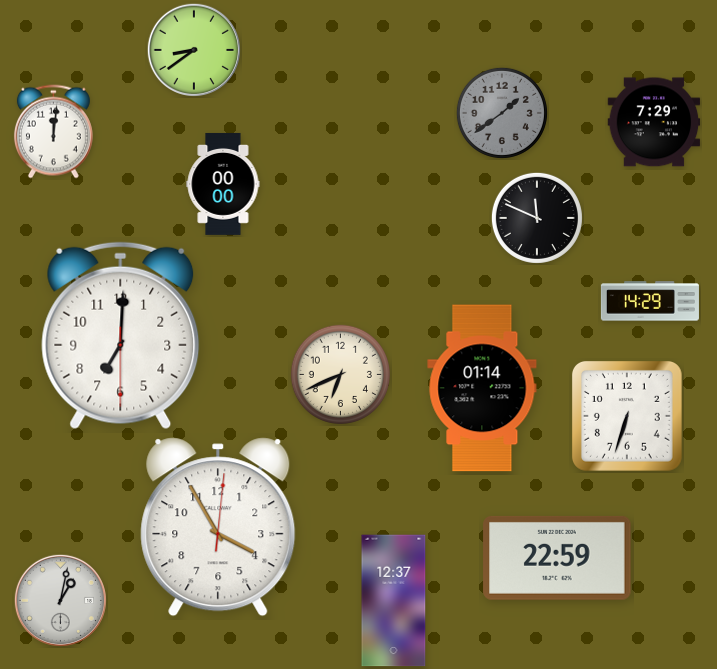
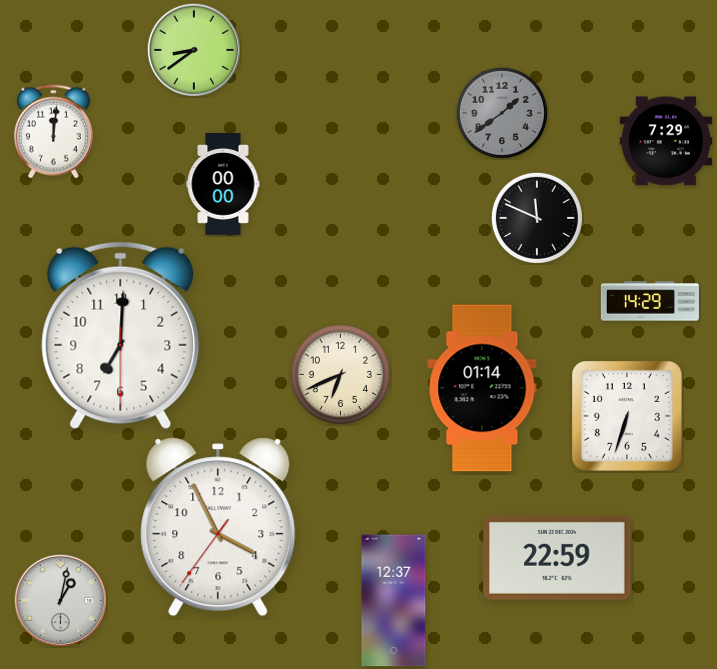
clock at (654, 122) position: (654, 122) -> (666, 141)
clock at (218, 527): 3:55:01 -> 3:55:36
